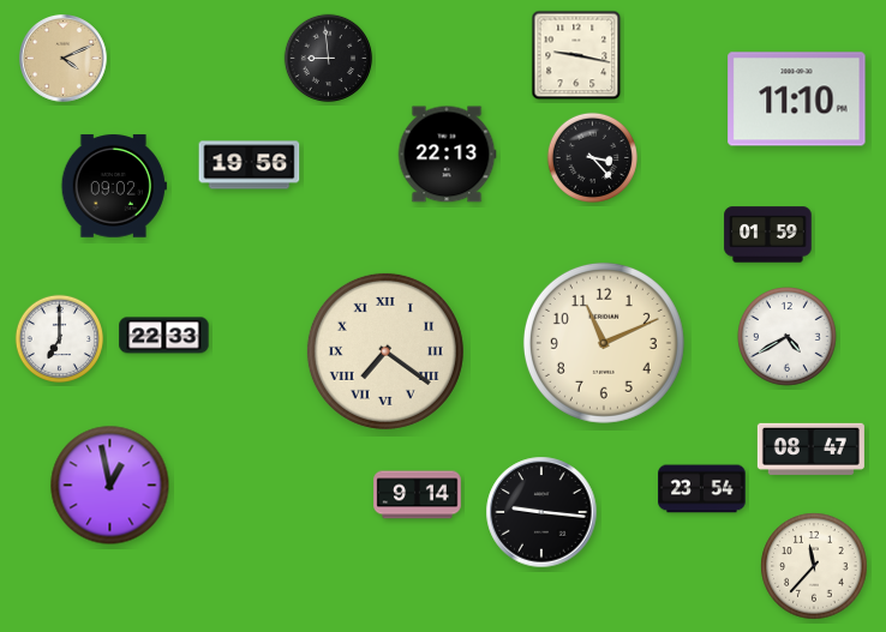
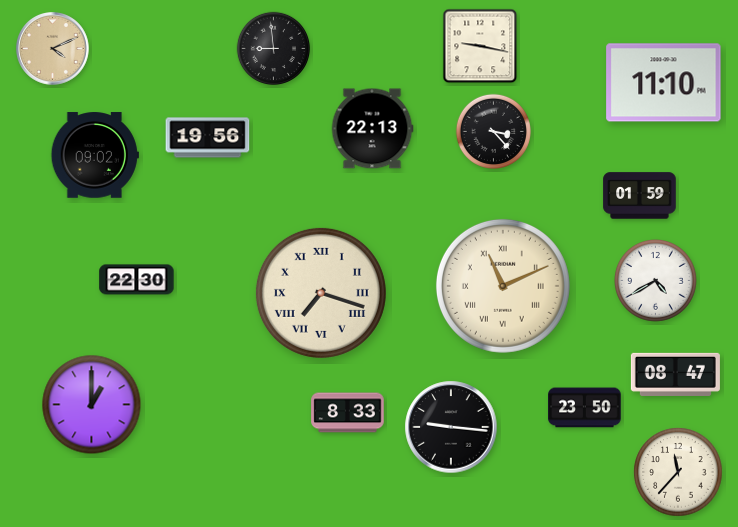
clock at (164, 336): 22:33 -> 22:30
clock at (60, 339): 7:00 -> none
clock at (604, 343) numerals: Arabic -> Roman
clock at (385, 351): 7:21 -> 7:18
clock at (110, 486): 12:58 -> 1:00
clock at (702, 489): 23:54 -> 23:50
clock at (418, 495): 9:14 -> 8:33
